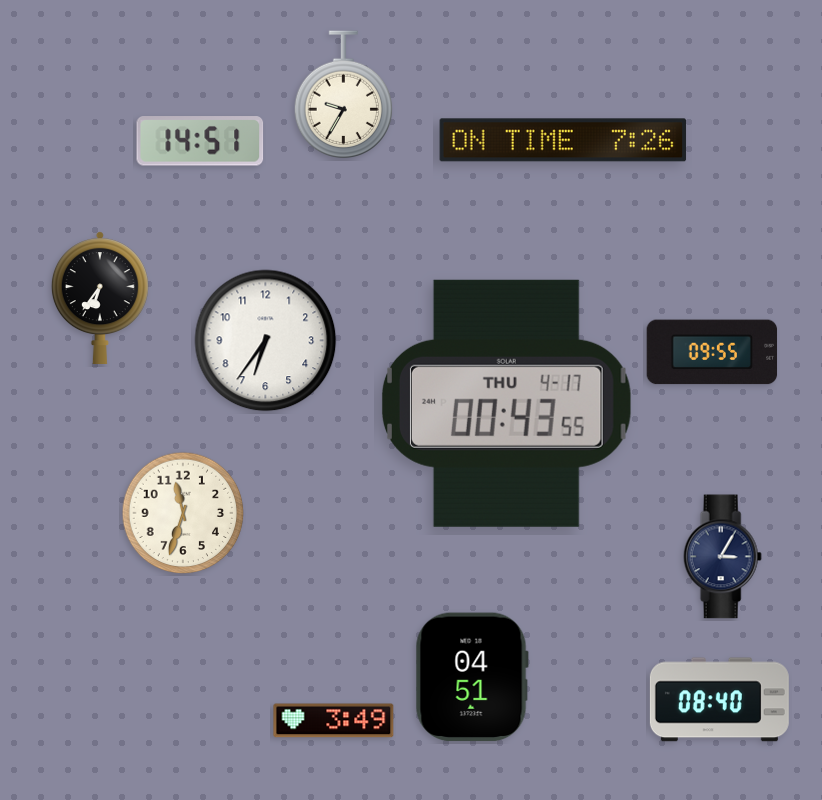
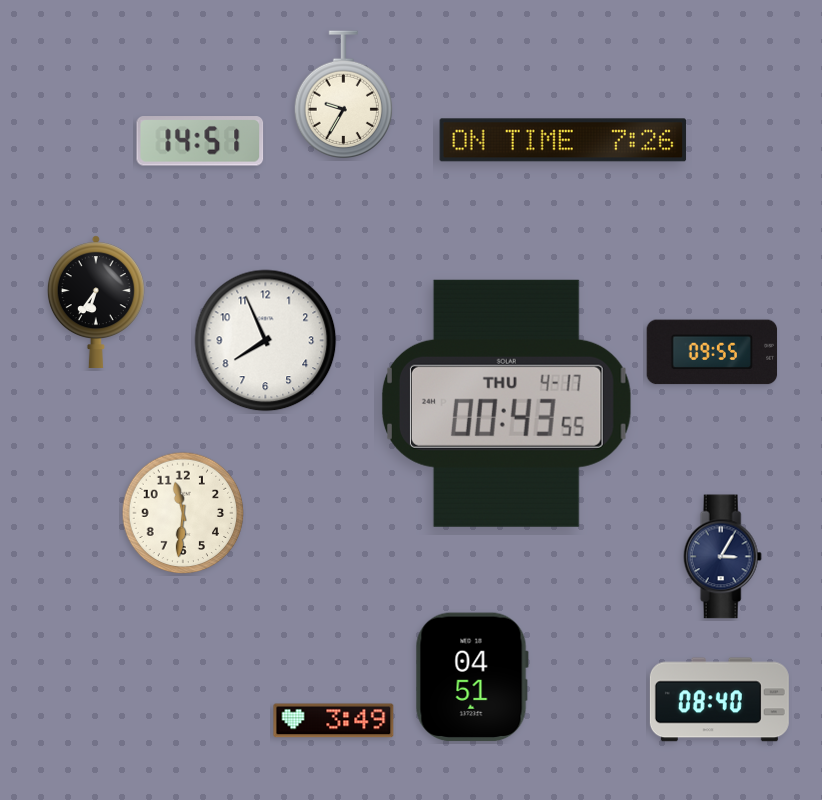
clock at (100, 297) position: (100, 297) -> (96, 301)
clock at (266, 341): 6:36 -> 7:56
clock at (183, 513): 11:33 -> 11:31
